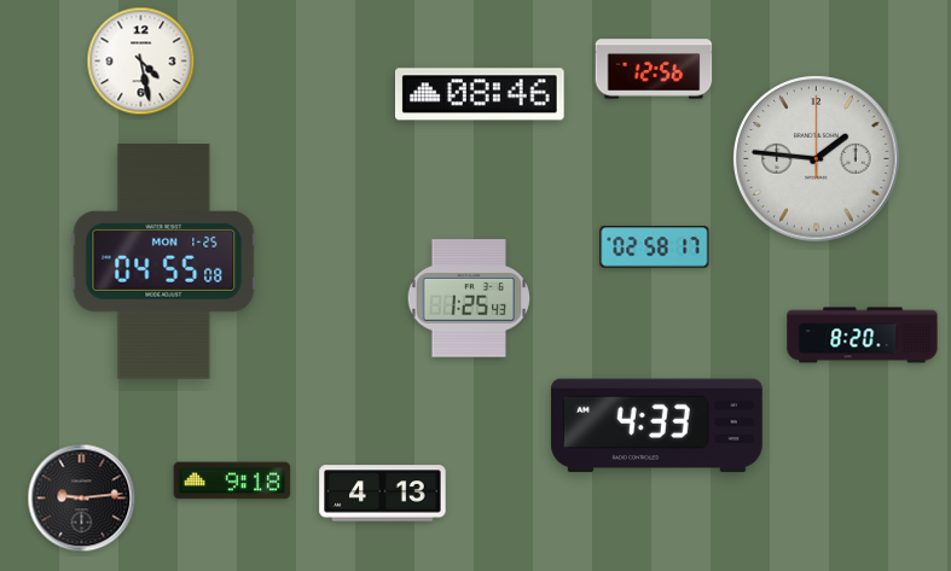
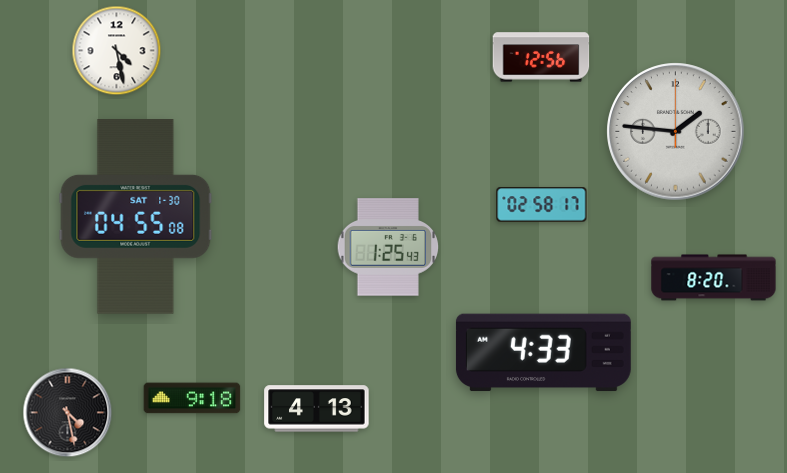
clock at (481, 94): 08:46 -> none
clock at (164, 262) date: MON 1-25 -> SAT 1-30
clock at (82, 499): 9:14 -> 4:28
